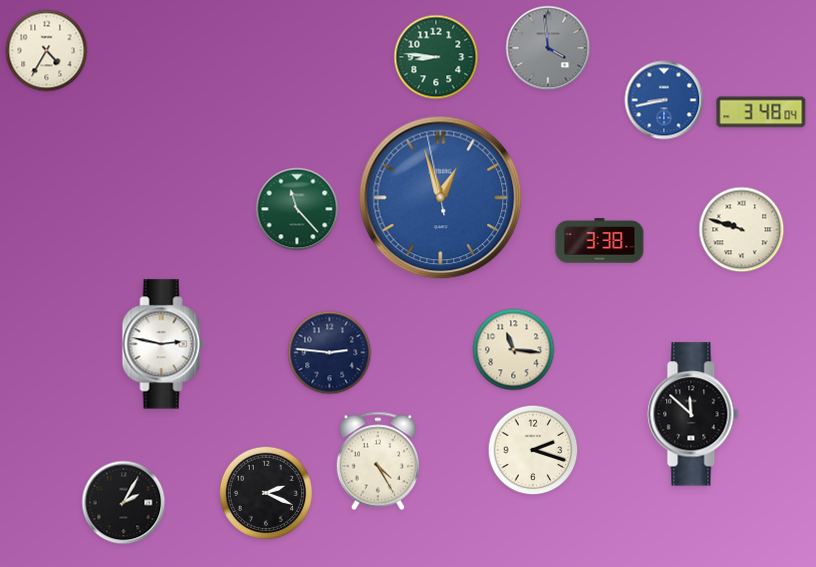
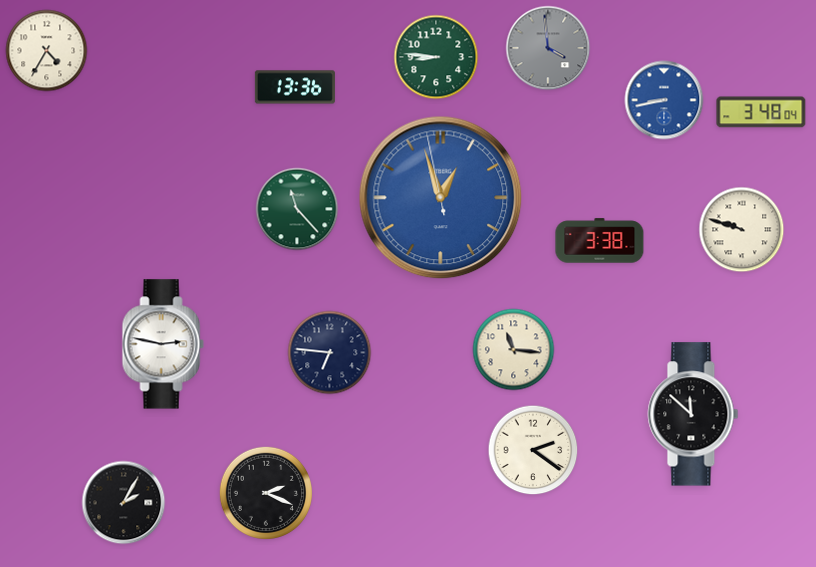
clock at (295, 87): none -> 13:36
clock at (330, 353): 2:46 -> 6:46
clock at (533, 450): 2:18 -> 2:21
clock at (377, 461): 4:25 -> none
